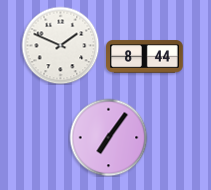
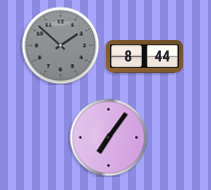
clock at (60, 45): 1:49 -> 1:52
clock at (60, 45) dial: white -> grey
